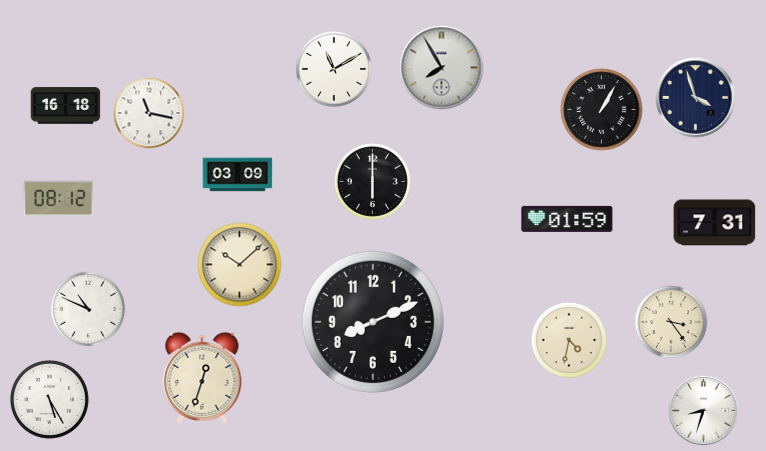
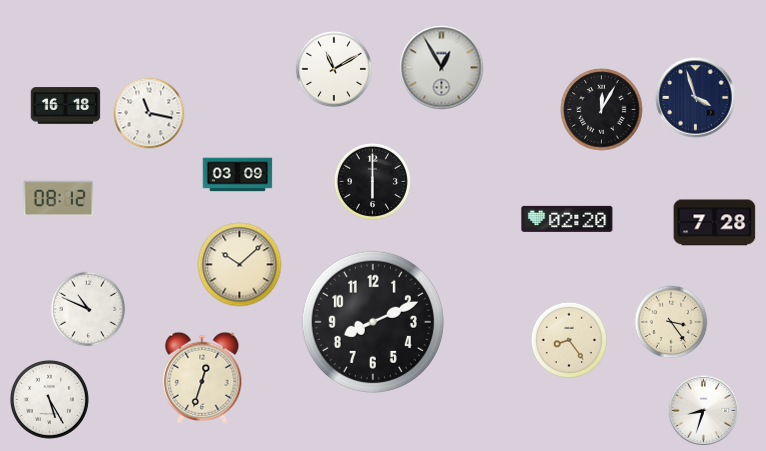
clock at (442, 68): 7:55 -> 12:55
clock at (602, 110): 1:05 -> 12:05
clock at (567, 219): 01:59 -> 02:20
clock at (715, 223): 7:31 -> 7:28
clock at (568, 339): 4:32 -> 8:24
